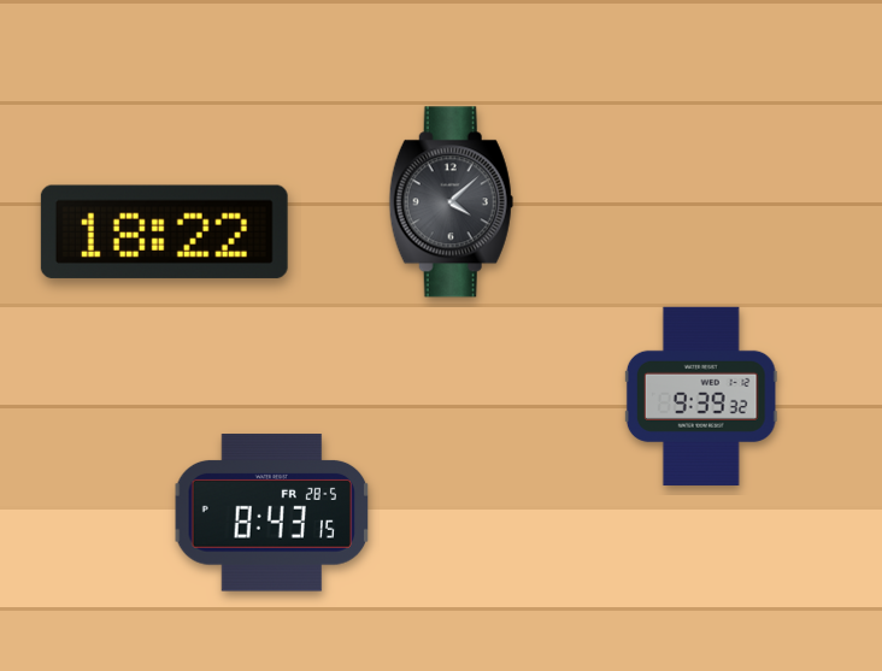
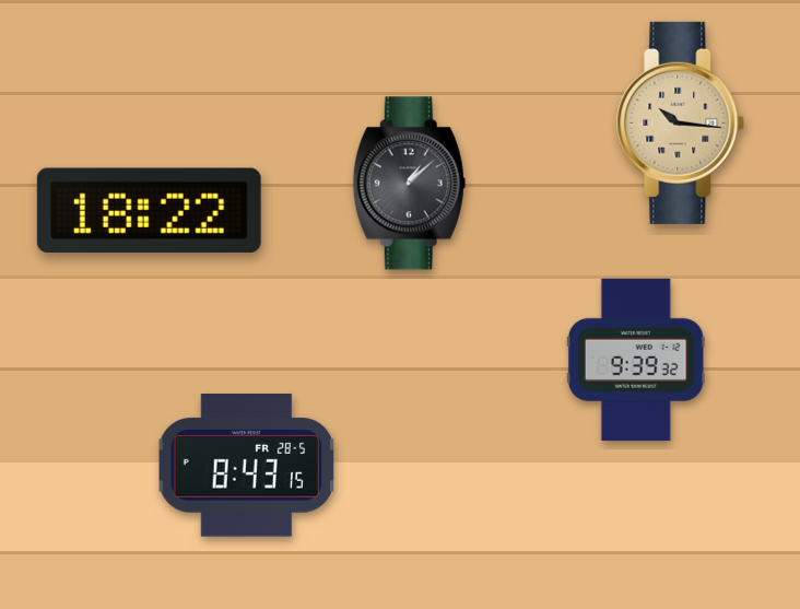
clock at (681, 122): none -> 10:16
clock at (451, 202): 4:08 -> 1:08
